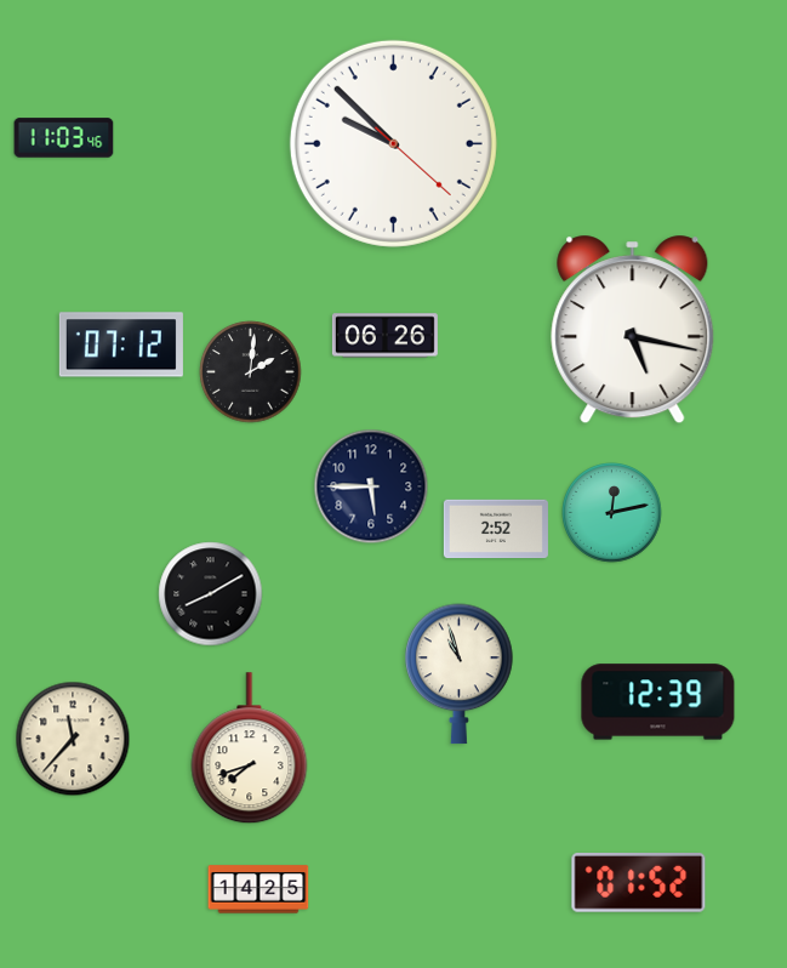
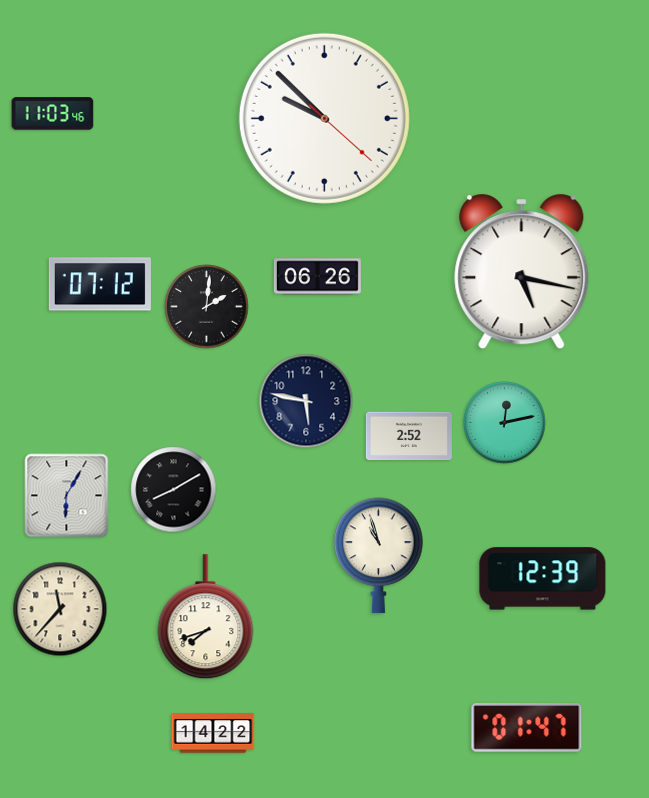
clock at (371, 486): 5:45 -> 5:47
clock at (67, 496): none -> 6:05
clock at (639, 883): 01:52 -> 01:47
clock at (258, 889): 14:25 -> 14:22
